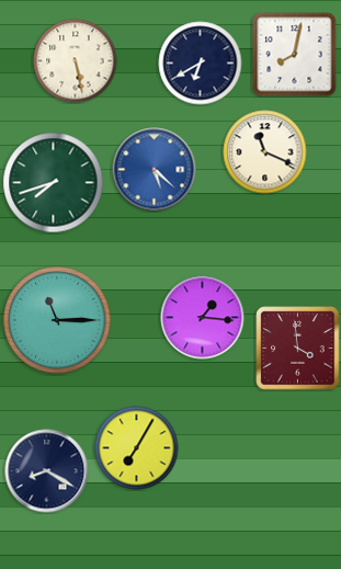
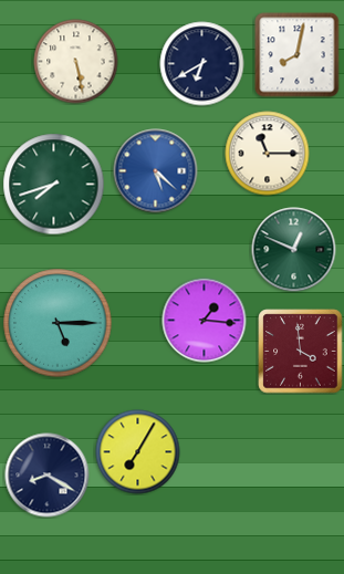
clock at (265, 152): 11:19 -> 11:15
clock at (294, 250): none -> 12:49
clock at (57, 320): 11:15 -> 5:15
